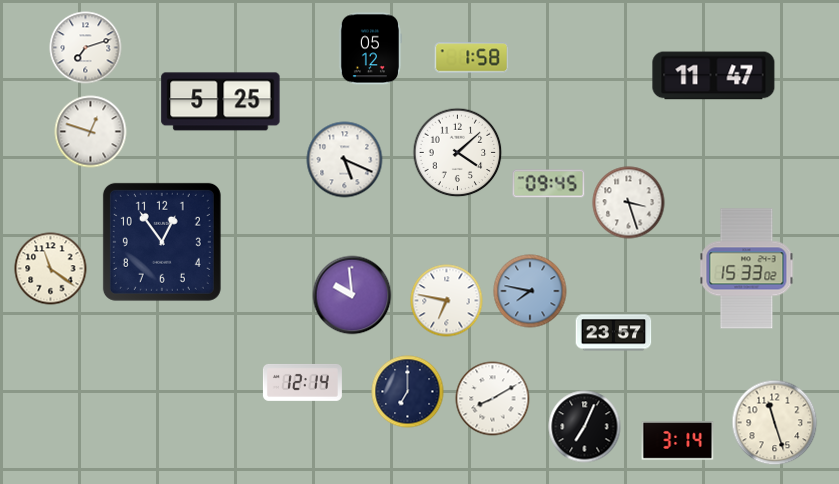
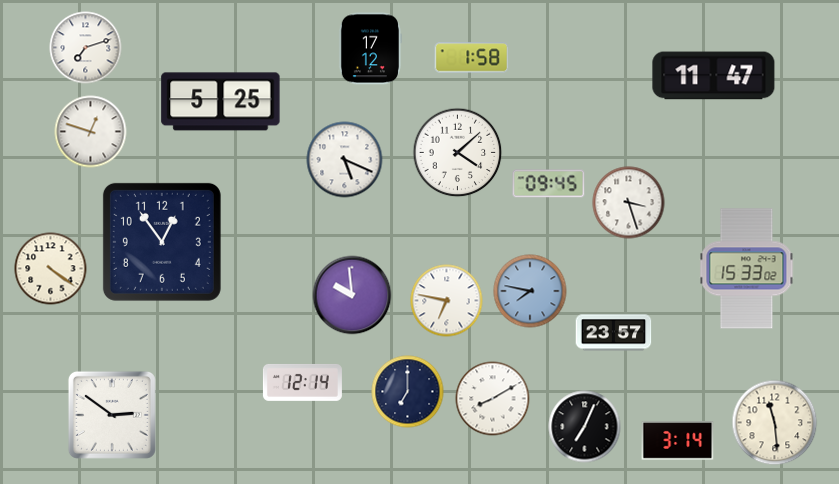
clock at (370, 49): 05:12 -> 17:12
clock at (51, 269): 11:21 -> 4:21
clock at (112, 415): none -> 2:51
clock at (775, 423): 11:27 -> 11:29
